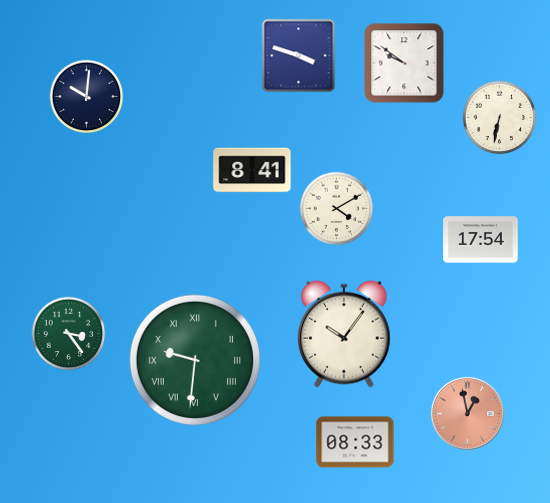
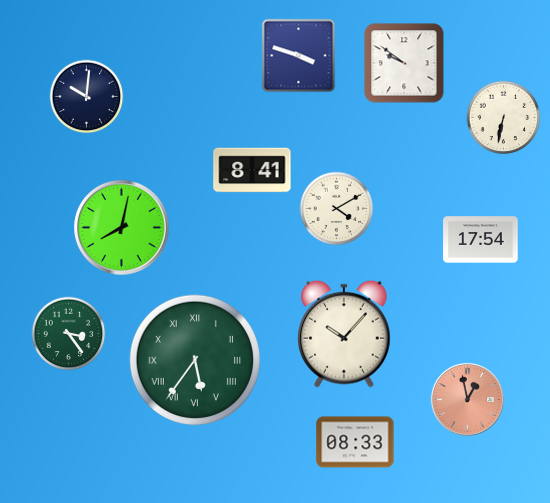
clock at (500, 118) position: (500, 118) -> (504, 118)
clock at (122, 228): none -> 8:02
clock at (344, 334): 10:06 -> 10:07
clock at (195, 360): 9:31 -> 5:36
clock at (467, 413) position: (467, 413) -> (467, 399)
